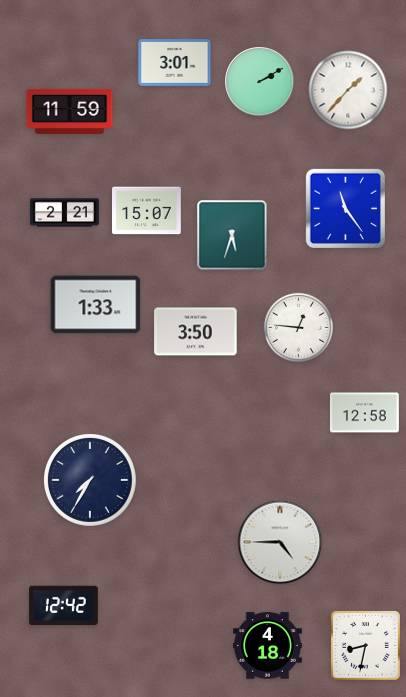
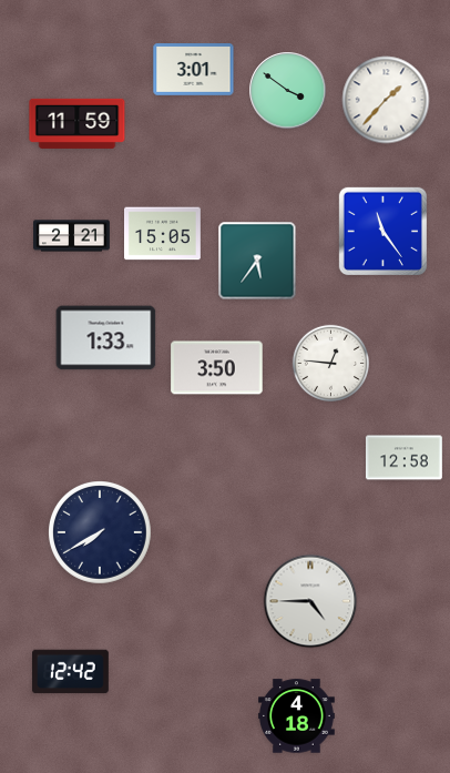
clock at (260, 82): 2:10 -> 3:51
clock at (147, 211): 15:07 -> 15:05
clock at (232, 235): 5:33 -> 5:36
clock at (91, 481): 7:35 -> 7:40
clock at (366, 646): 8:32 -> none
